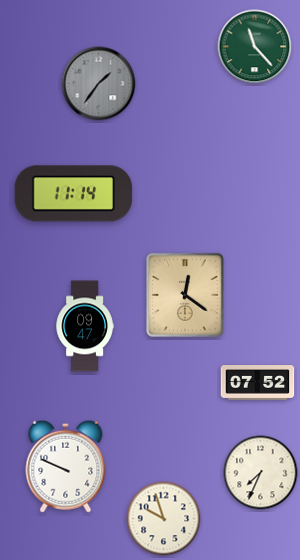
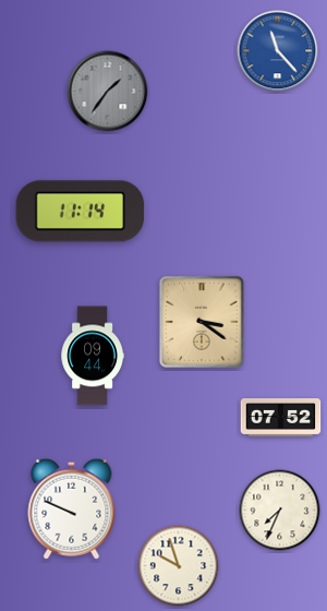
clock at (255, 47) dial: green -> blue
clock at (185, 295): 12:21 -> 3:21
clock at (85, 326): 09:47 -> 09:44
clock at (261, 473) position: (261, 473) -> (280, 511)
